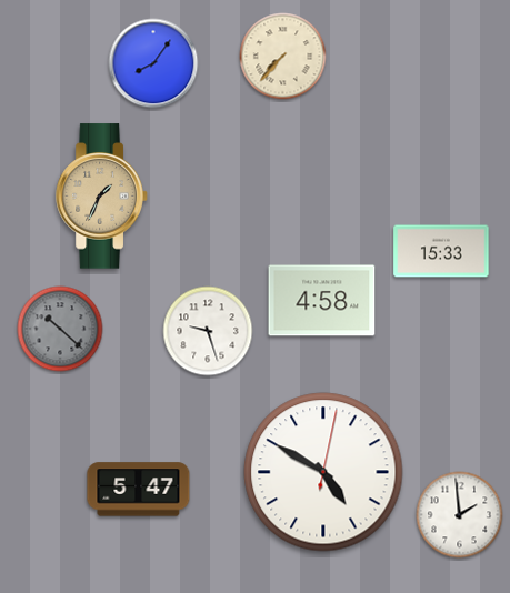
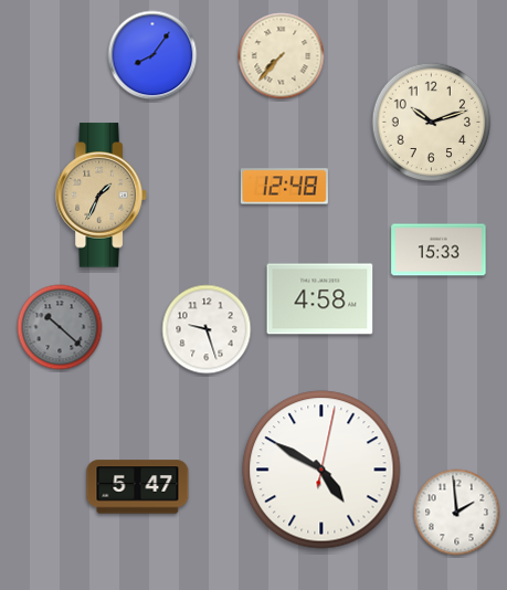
clock at (153, 63) position: (153, 63) -> (152, 55)
clock at (432, 123): none -> 10:12
clock at (284, 187): none -> 12:48
